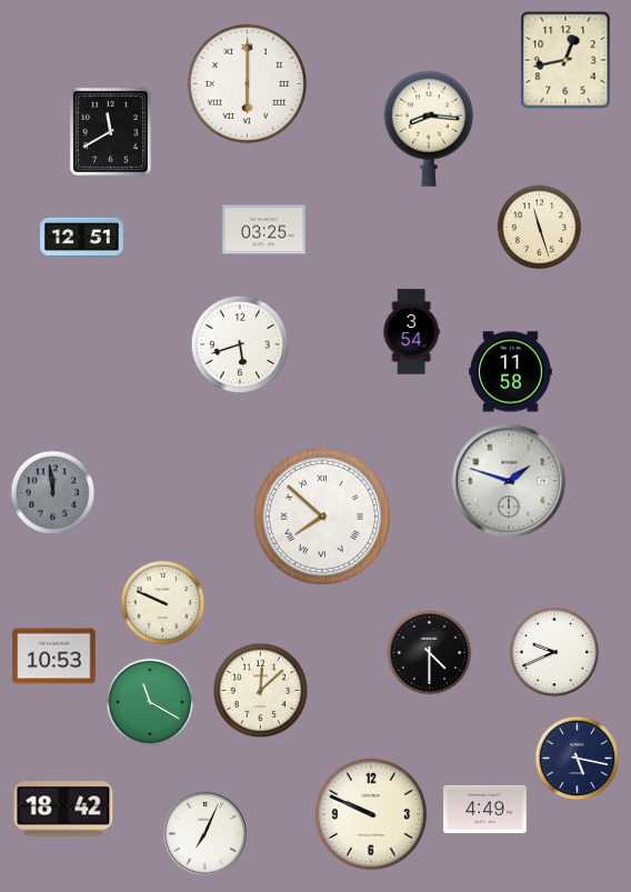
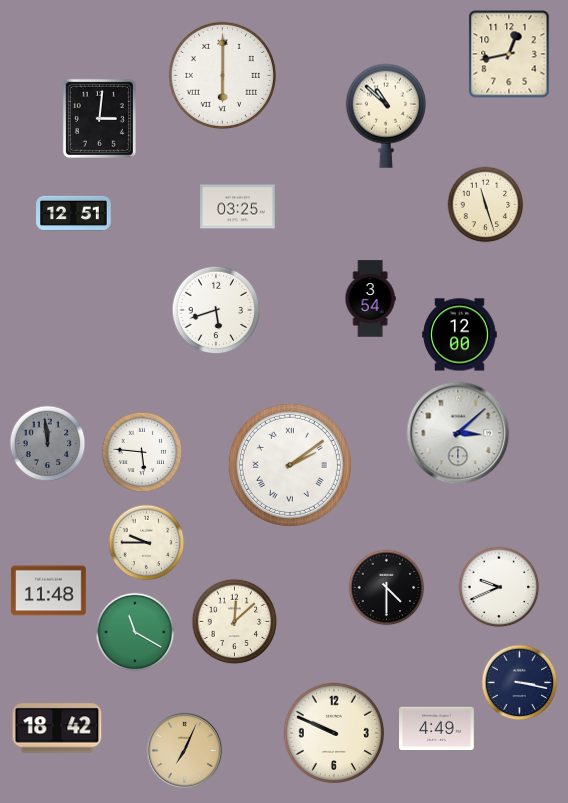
clock at (429, 129): 8:16 -> 10:52
clock at (110, 131): 11:40 -> 3:01
clock at (511, 372): 11:58 -> 12:00
clock at (509, 481): 1:48 -> 3:08
clock at (142, 452): none -> 5:46
clock at (322, 517): 7:52 -> 2:09
clock at (163, 603): 9:49 -> 9:45
clock at (54, 657): 10:53 -> 11:48
clock at (578, 759): 5:17 -> 3:17
clock at (204, 833) dial: white -> champagne
